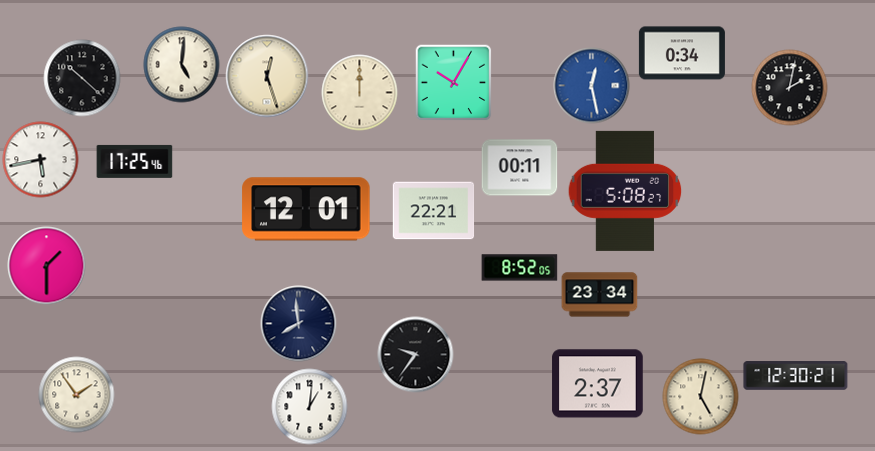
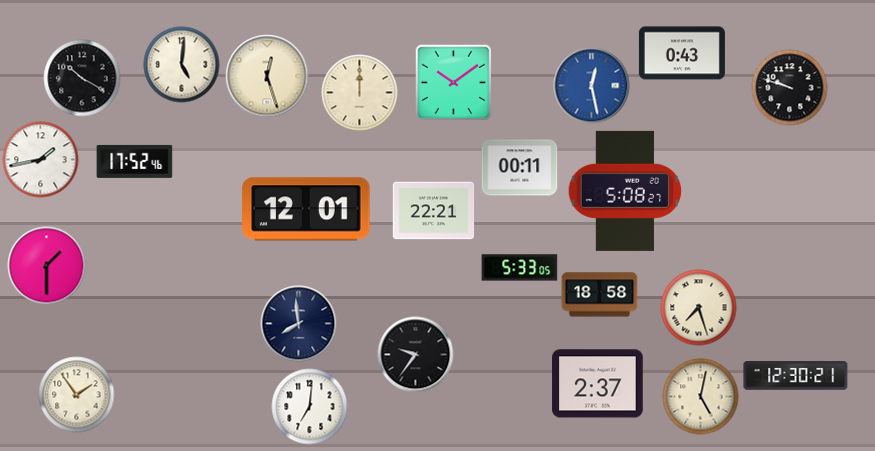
clock at (682, 53): 0:34 -> 0:43
clock at (82, 78): 10:22 -> 10:20
clock at (453, 82): 10:05 -> 10:09
clock at (790, 88): 2:02 -> 9:48
clock at (41, 160): 5:43 -> 1:43
clock at (135, 161): 17:25 -> 17:52
clock at (520, 268): 8:52 -> 5:33
clock at (600, 295): 23:34 -> 18:58
clock at (699, 308): none -> 7:27
clock at (310, 407): 1:01 -> 7:01
